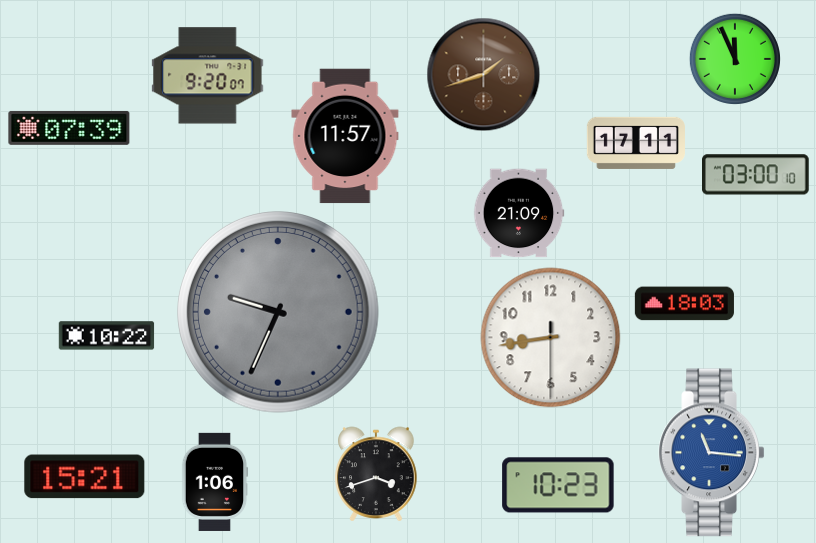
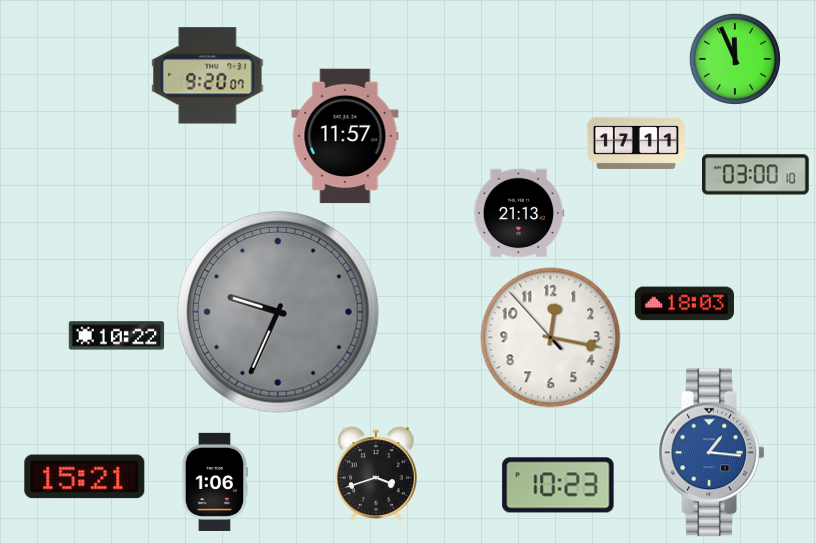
clock at (484, 75): 1:42 -> none
clock at (69, 128): 07:39 -> none
clock at (519, 213): 21:09 -> 21:13
clock at (107, 336) position: (107, 336) -> (117, 336)
clock at (551, 338): 8:43 -> 12:16
clock at (712, 453): 11:16 -> 1:16
